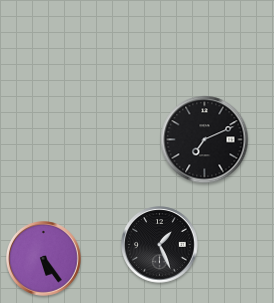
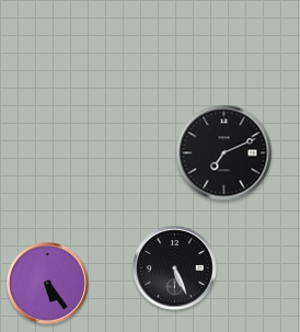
clock at (160, 245): 1:26 -> 5:26
